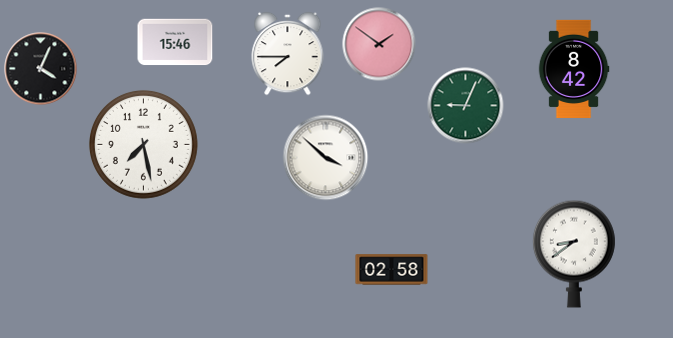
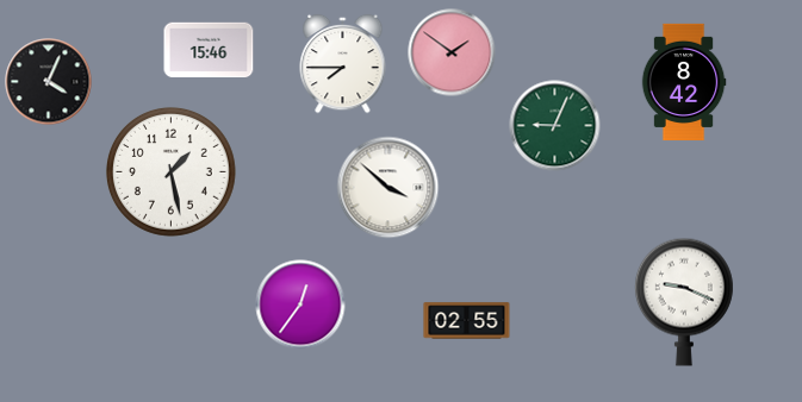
clock at (144, 144): 7:28 -> 1:28
clock at (574, 254): 8:39 -> 9:19
clock at (300, 304): none -> 12:36
clock at (392, 270): 02:58 -> 02:55
